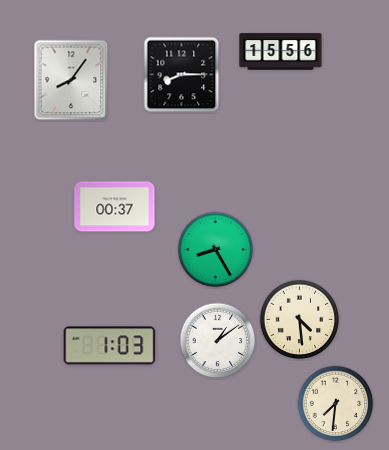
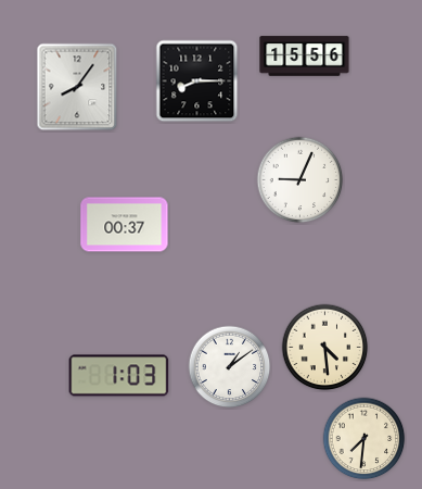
clock at (300, 180): none -> 9:04
clock at (216, 250): 8:25 -> none
clock at (218, 341) position: (218, 341) -> (230, 367)
